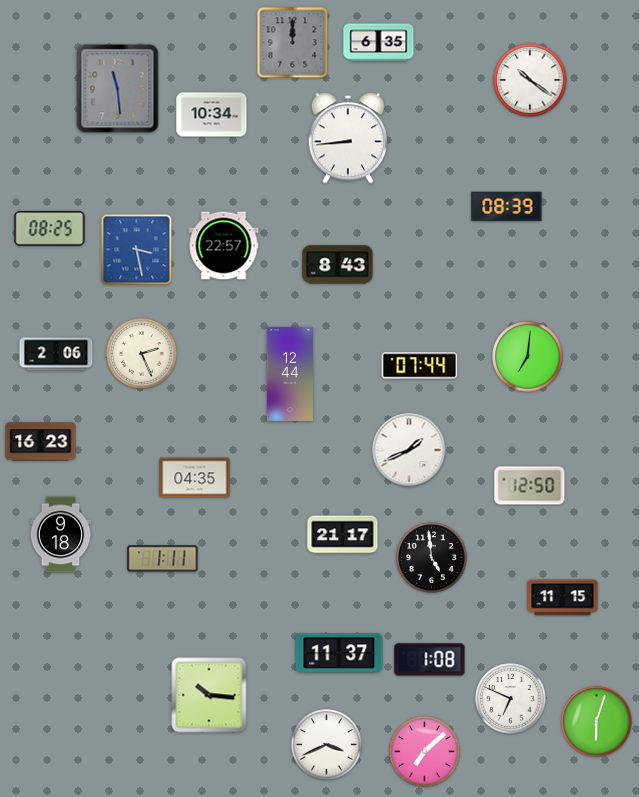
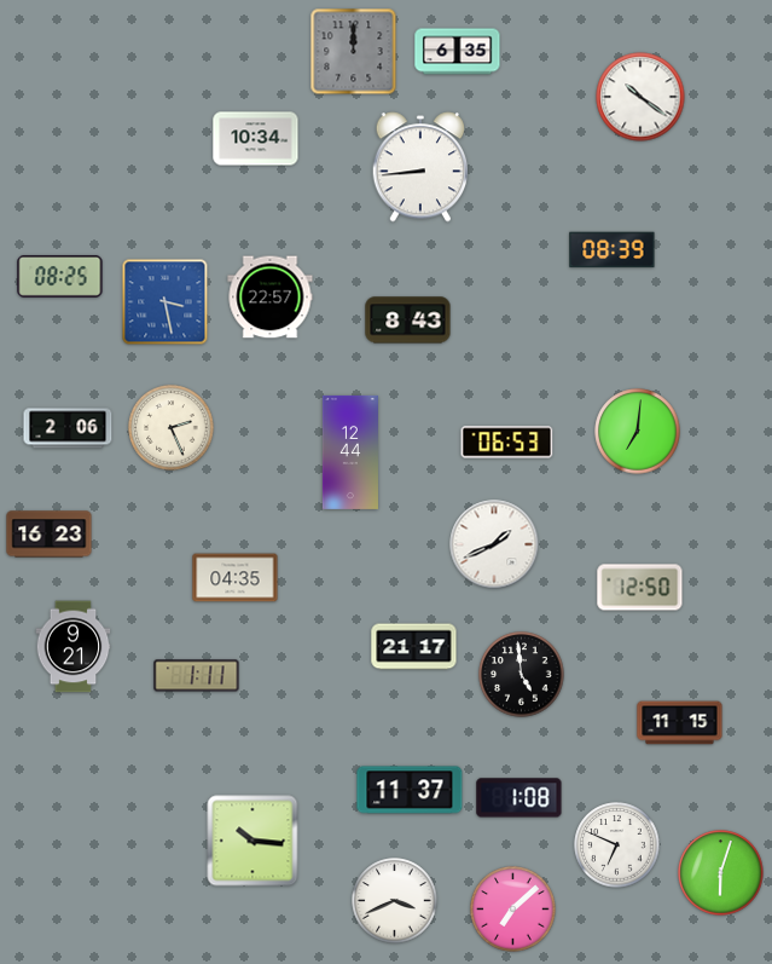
clock at (118, 89): 11:29 -> none
clock at (420, 366): 07:44 -> 06:53
clock at (61, 535): 9:18 -> 9:21
